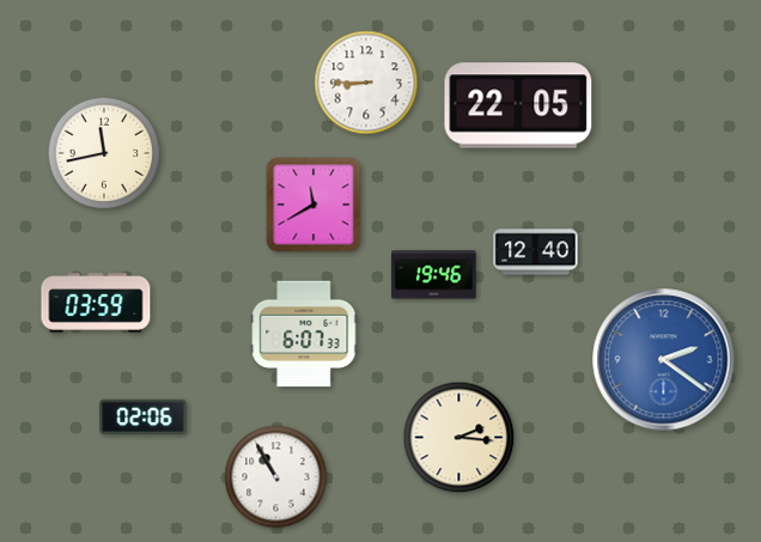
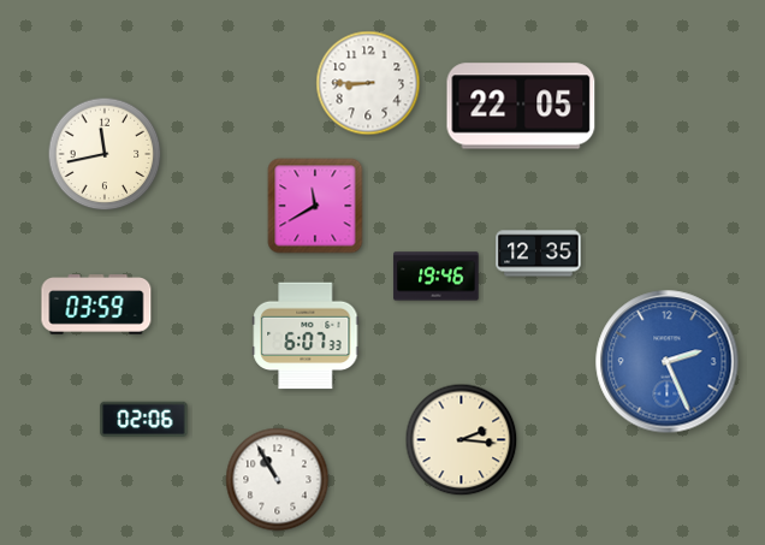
clock at (536, 252): 12:40 -> 12:35
clock at (664, 360): 2:21 -> 2:26
